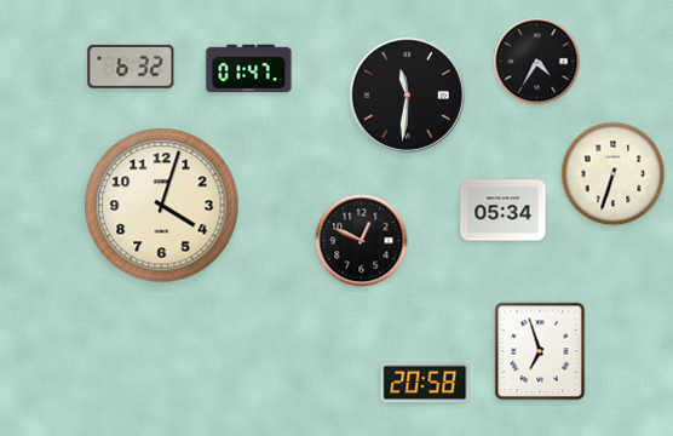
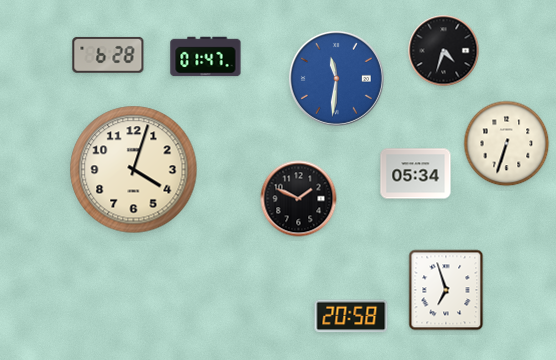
clock at (537, 62): 4:35 -> 4:33
clock at (131, 67): 6:32 -> 6:28
clock at (407, 94) dial: black -> blue
clock at (362, 241): 12:49 -> 1:49
